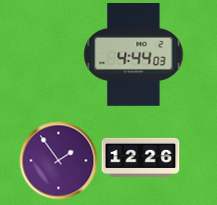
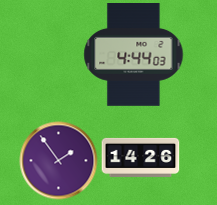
clock at (140, 157): 12:26 -> 14:26
